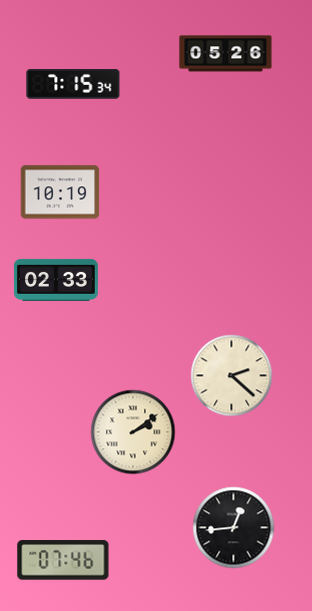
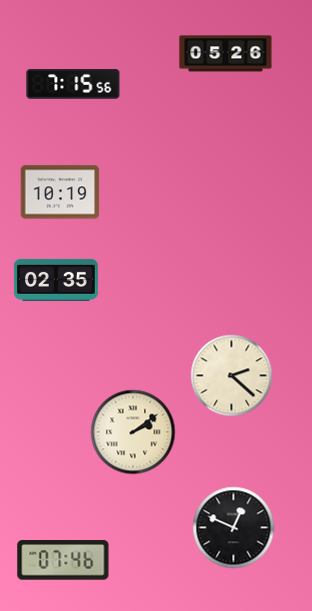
clock at (73, 84): 7:15:34 -> 7:15:56
clock at (56, 280): 02:33 -> 02:35
clock at (234, 528): 12:44 -> 12:49
